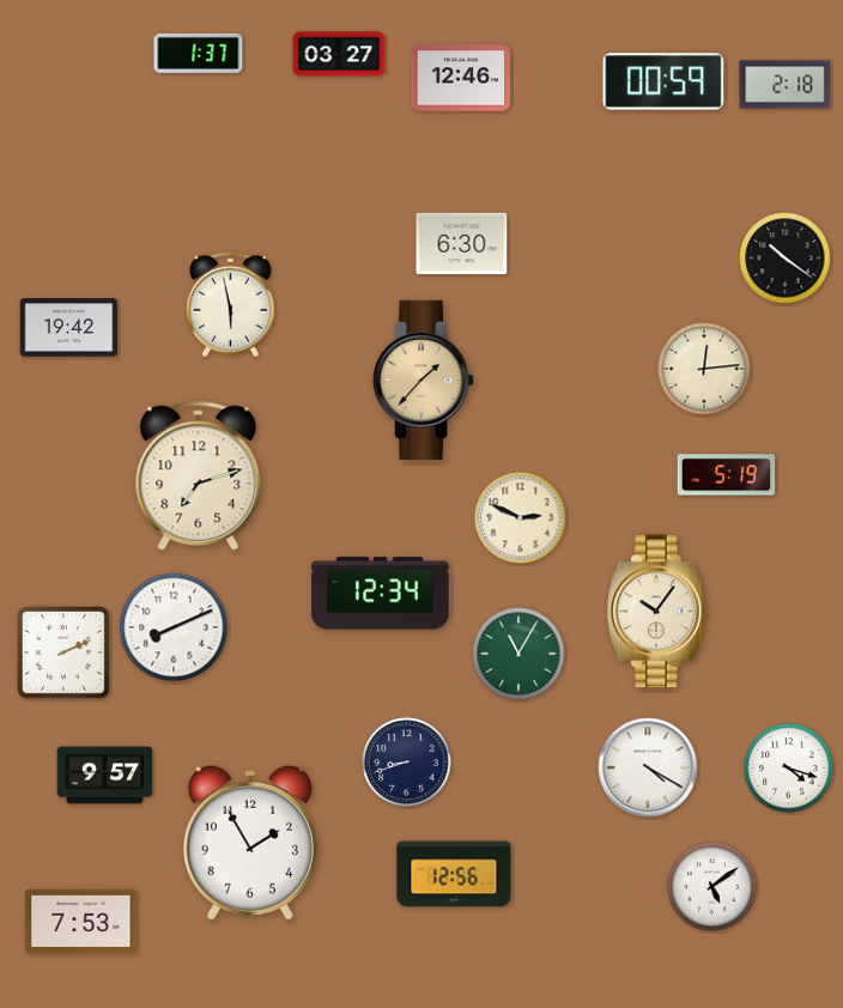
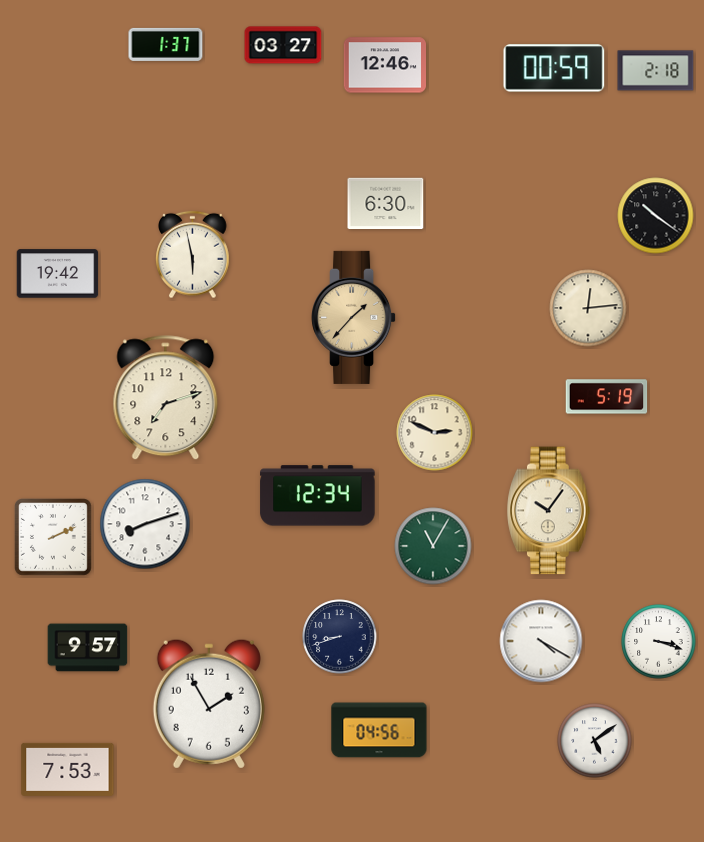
clock at (174, 627): 8:11 -> 8:12
clock at (65, 654) position: (65, 654) -> (54, 538)
clock at (789, 769): 4:18 -> 3:18
clock at (454, 874): 12:56 -> 04:56
